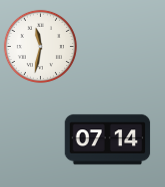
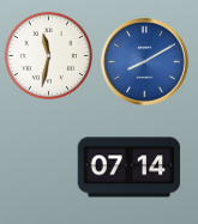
clock at (145, 62): none -> 8:10
